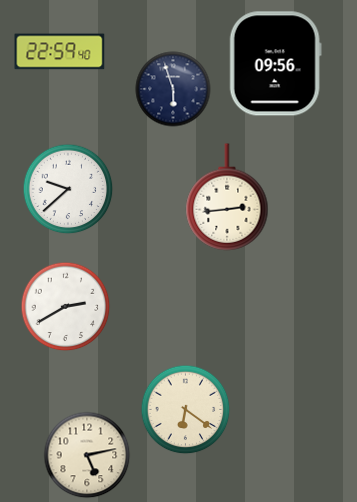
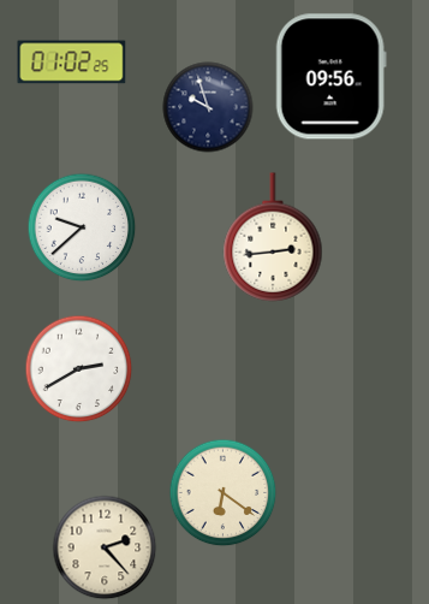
clock at (60, 52): 22:59 -> 01:02
clock at (173, 89): 5:57 -> 9:57
clock at (87, 455): 5:13 -> 2:23
